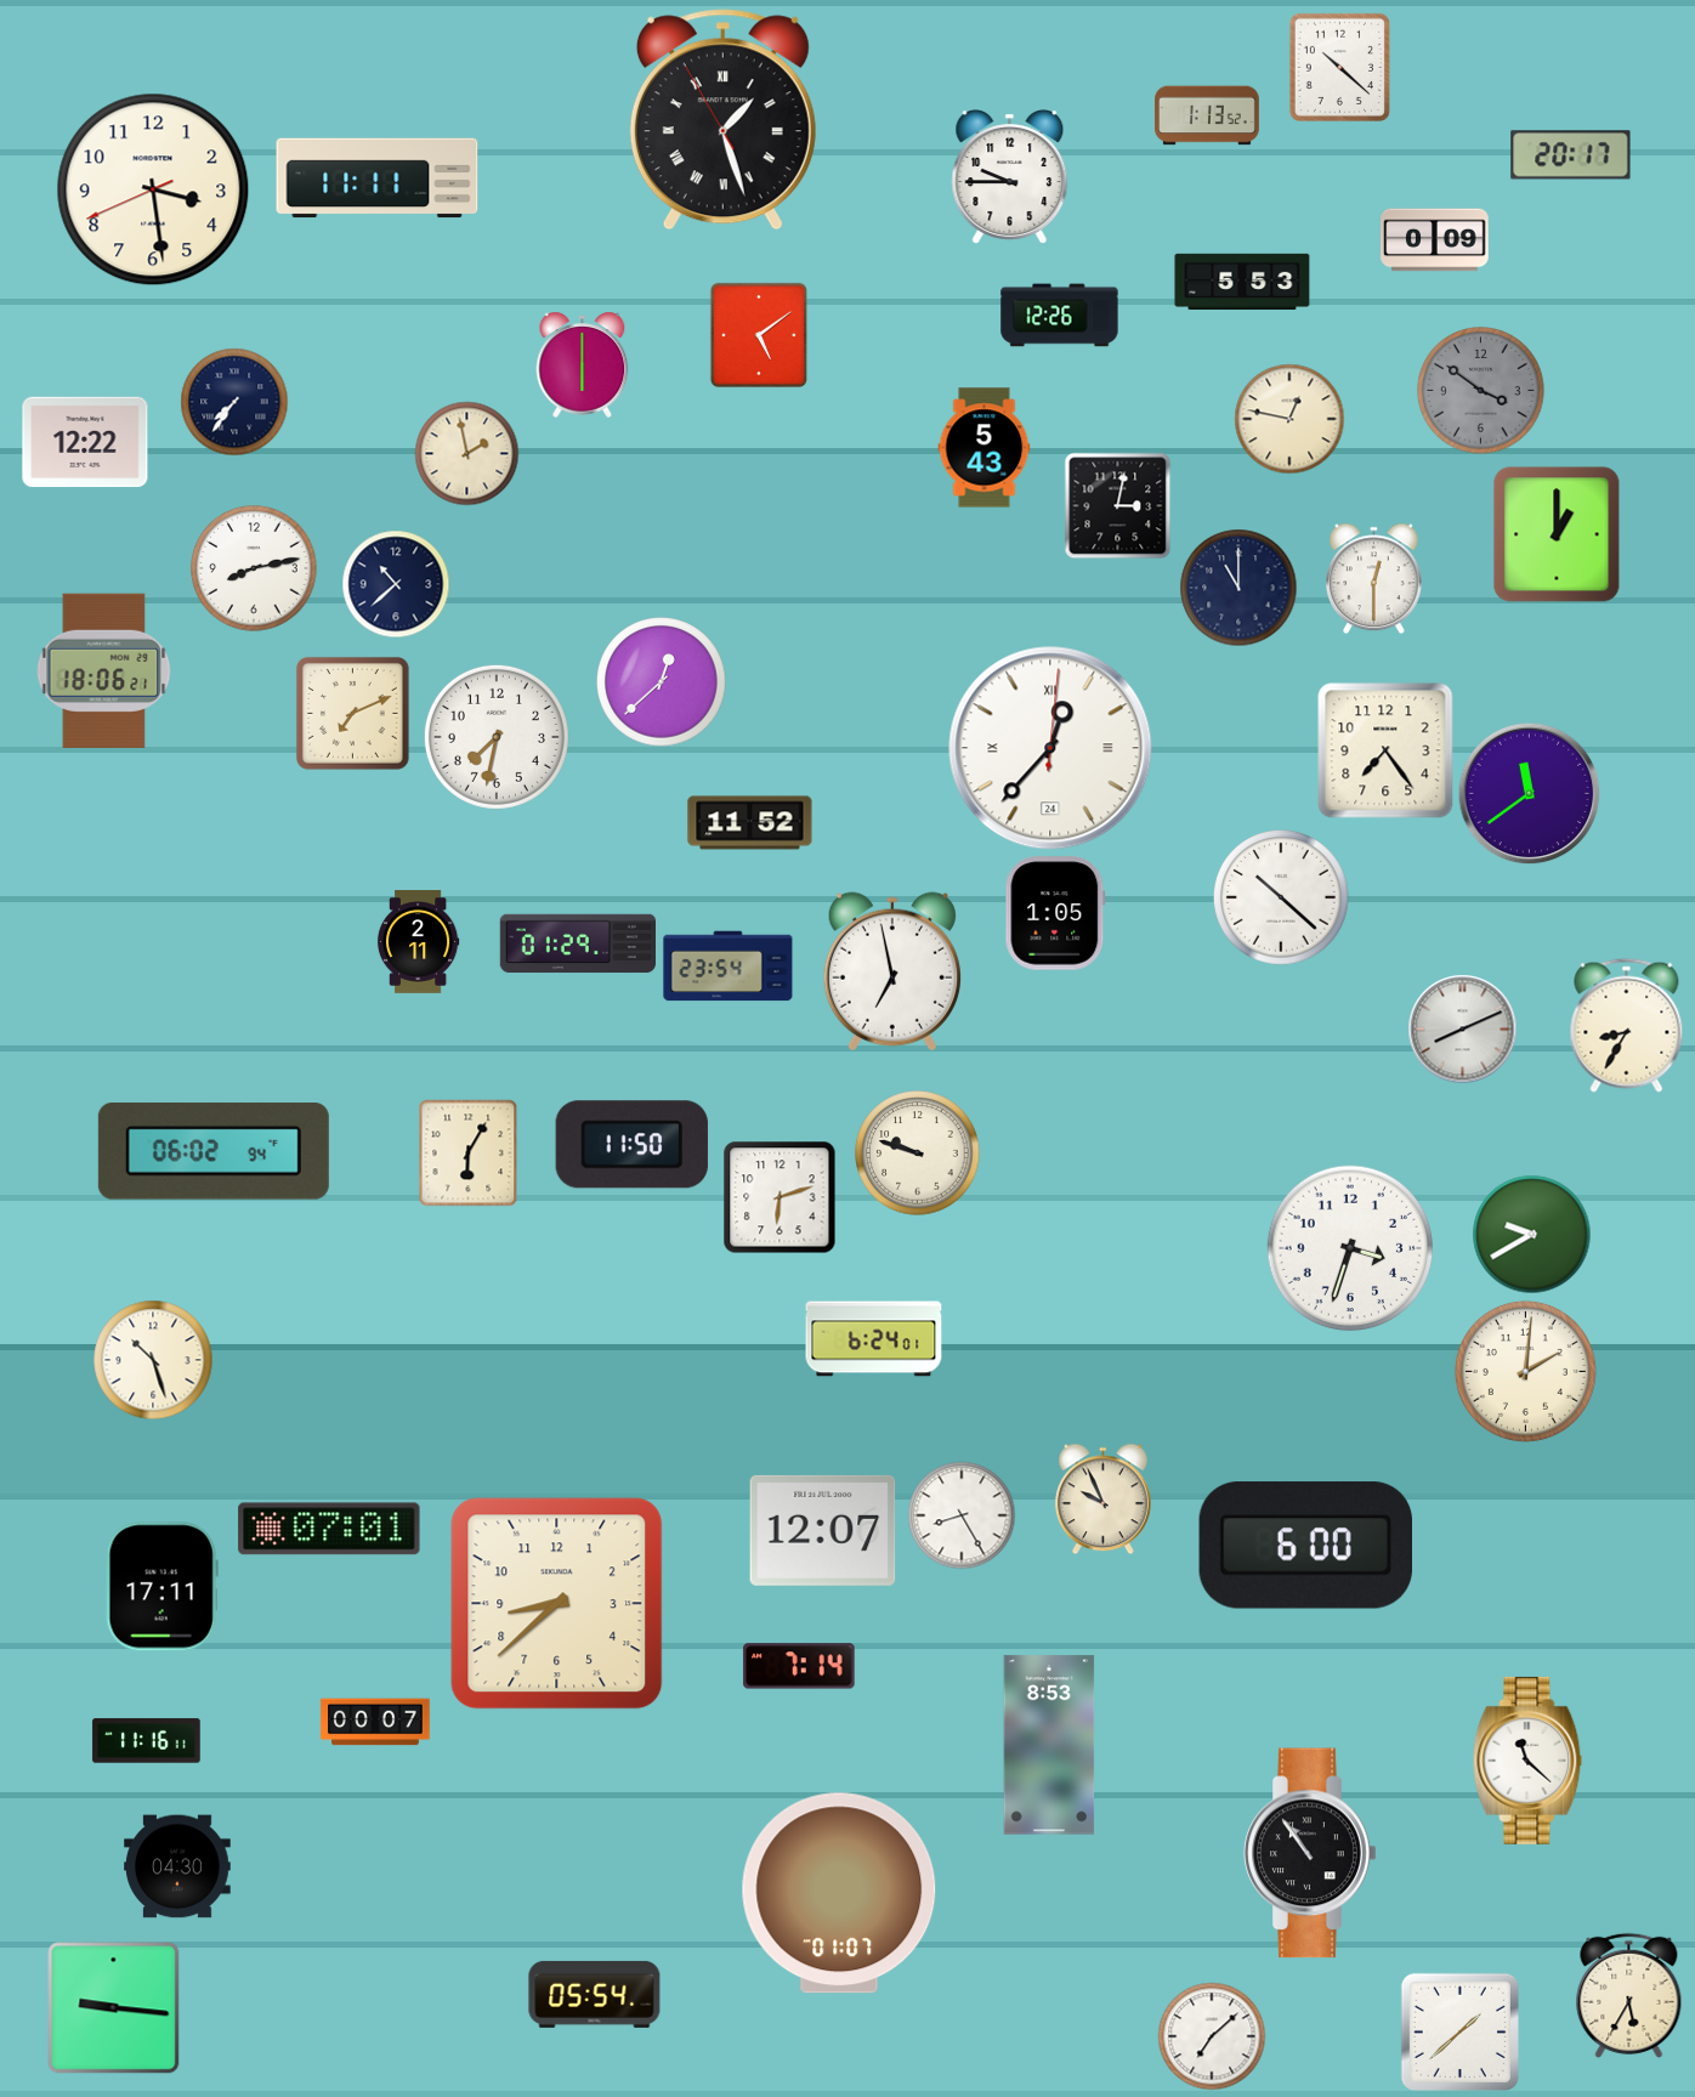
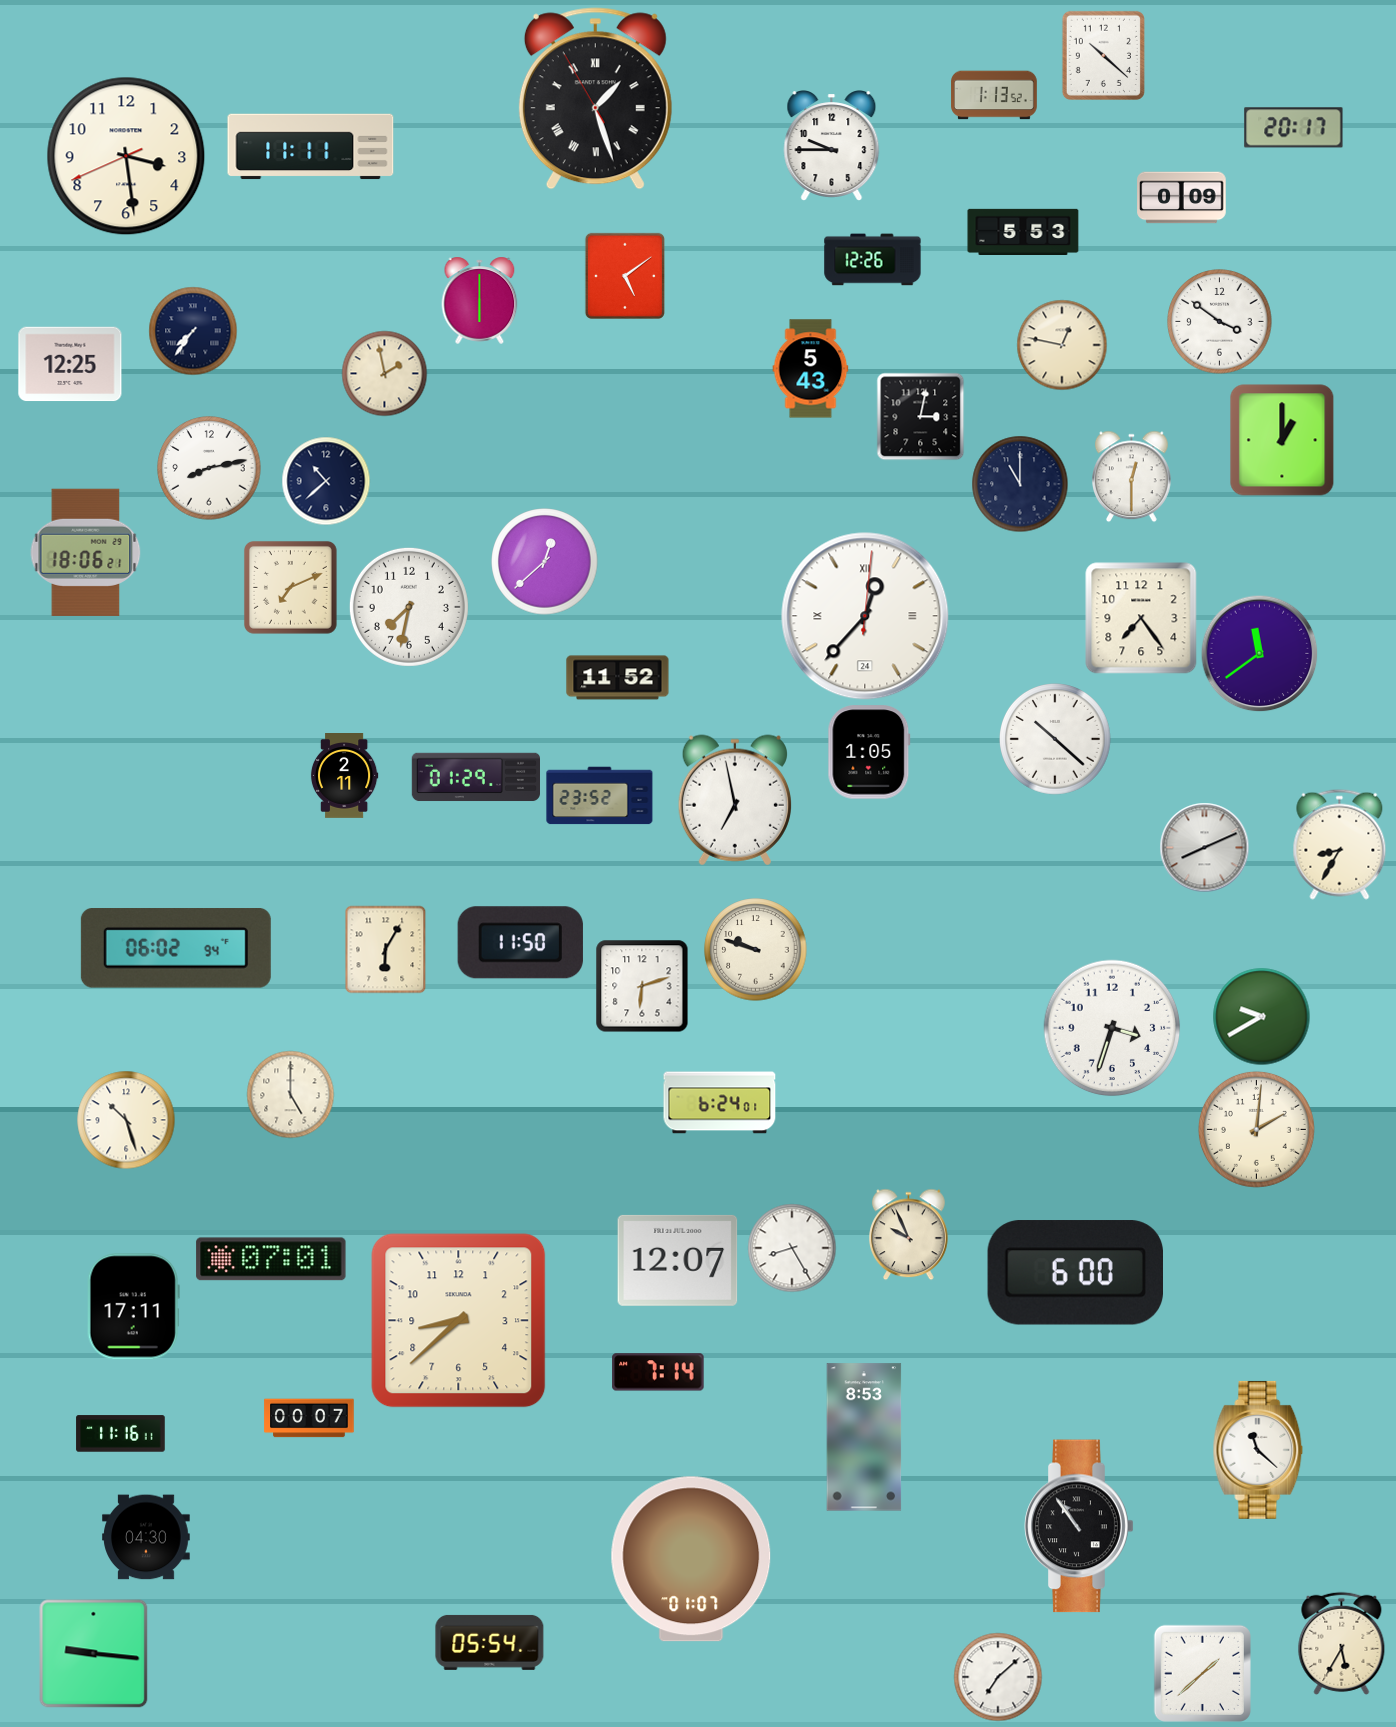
clock at (1481, 391) dial: grey -> white
clock at (85, 442): 12:22 -> 12:25
clock at (729, 967): 23:54 -> 23:52
clock at (290, 1094): none -> 5:00
